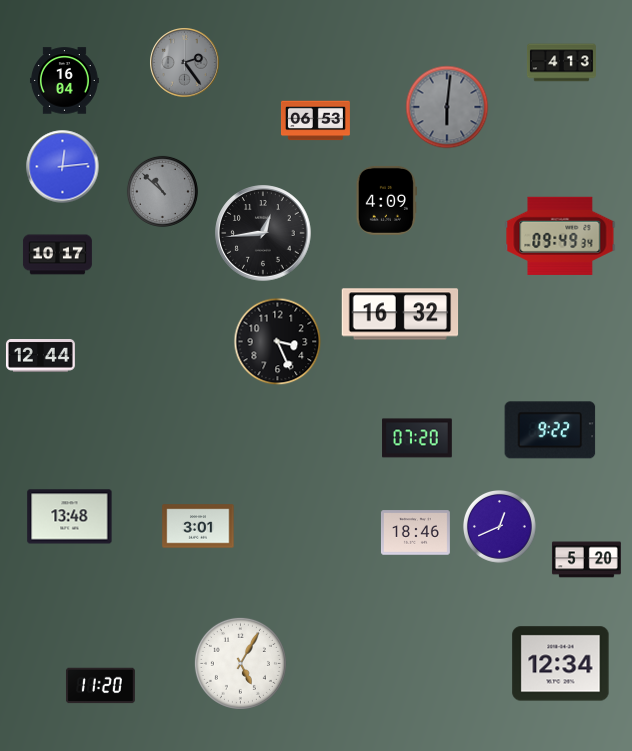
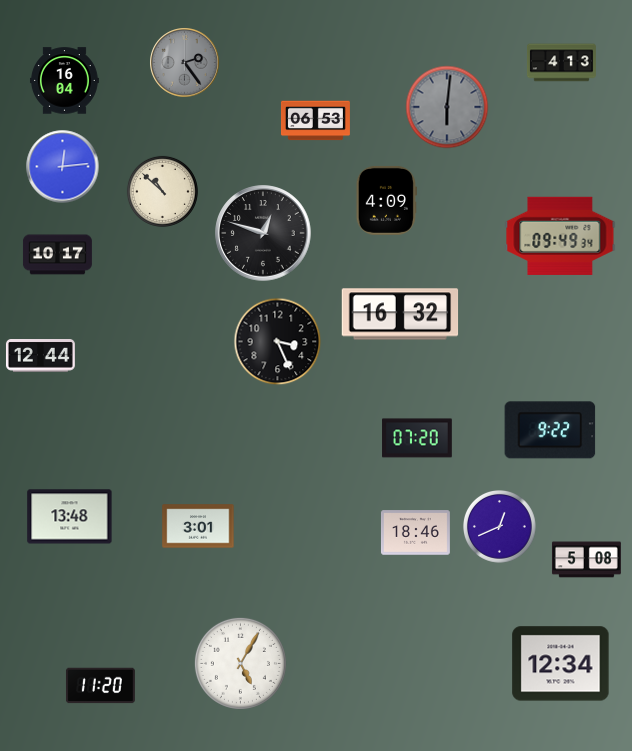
clock at (162, 191) dial: grey -> cream
clock at (263, 233): 12:44 -> 12:48
clock at (586, 560): 5:20 -> 5:08
